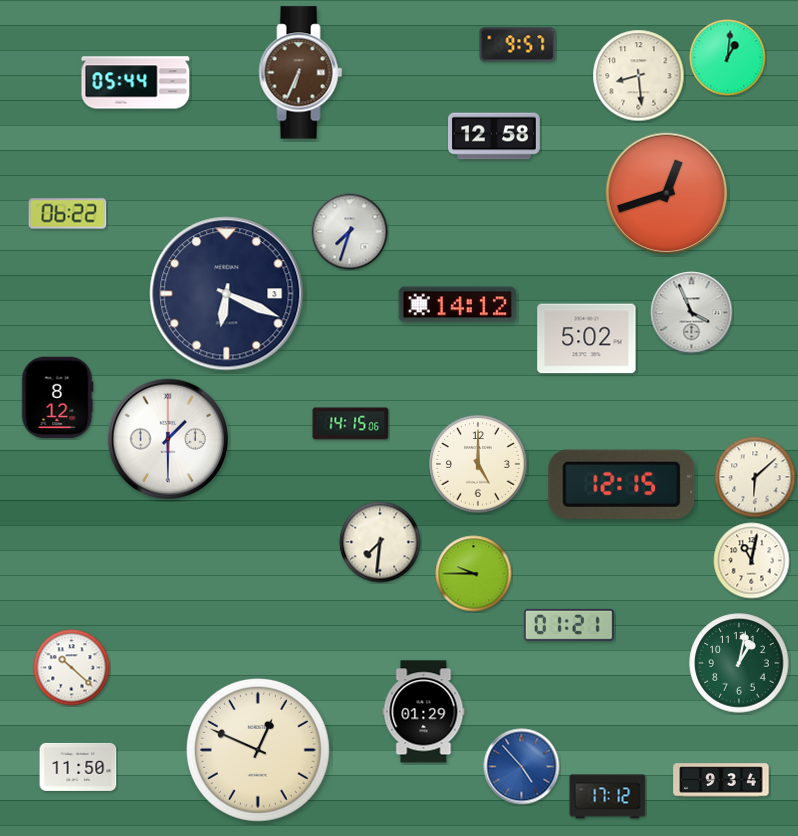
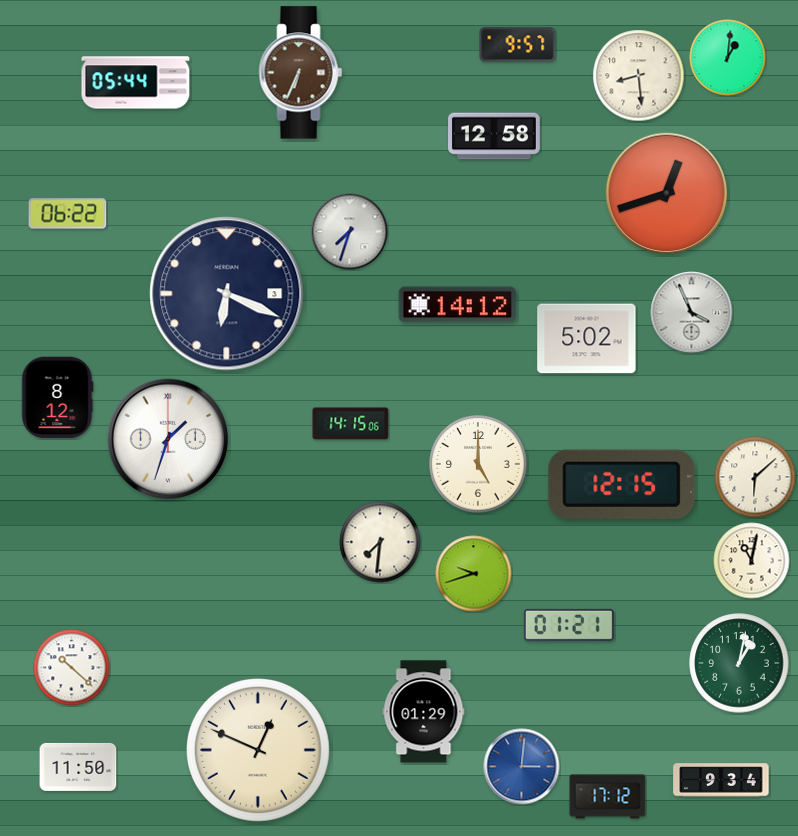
clock at (168, 439): 1:30 -> 1:33
clock at (474, 574): 9:45 -> 9:42
clock at (522, 767): 4:53 -> 3:01
